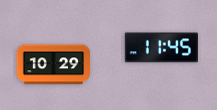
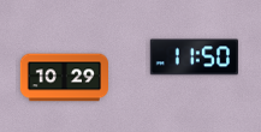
clock at (161, 48): 11:45 -> 11:50
